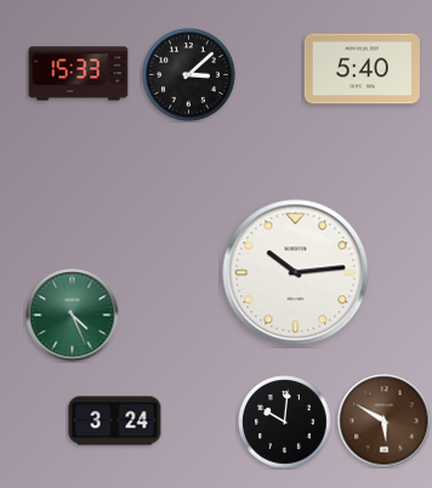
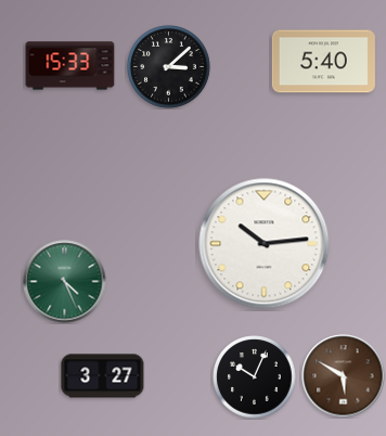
clock at (115, 421): 3:24 -> 3:27
clock at (285, 422): 10:01 -> 10:04
